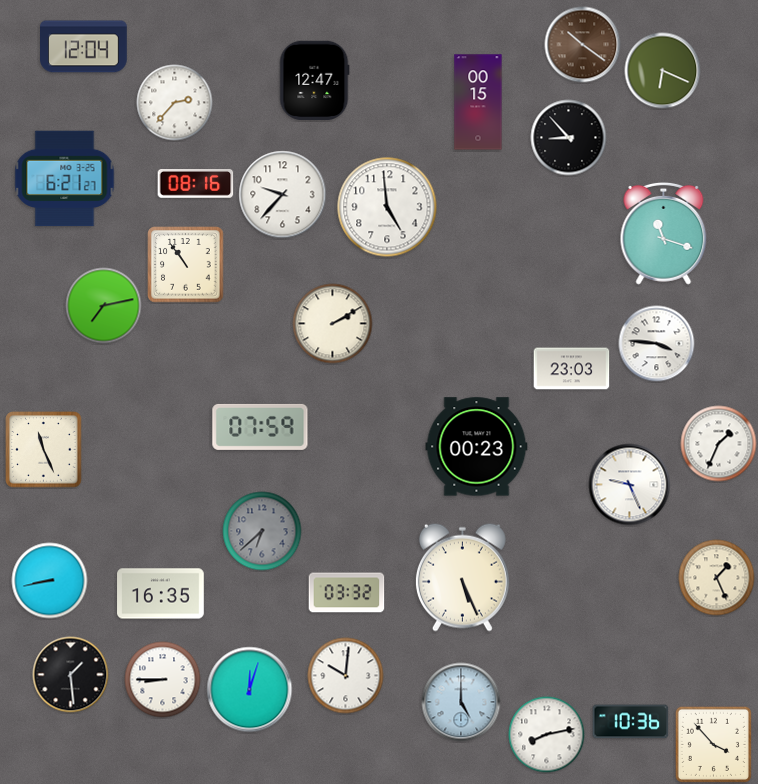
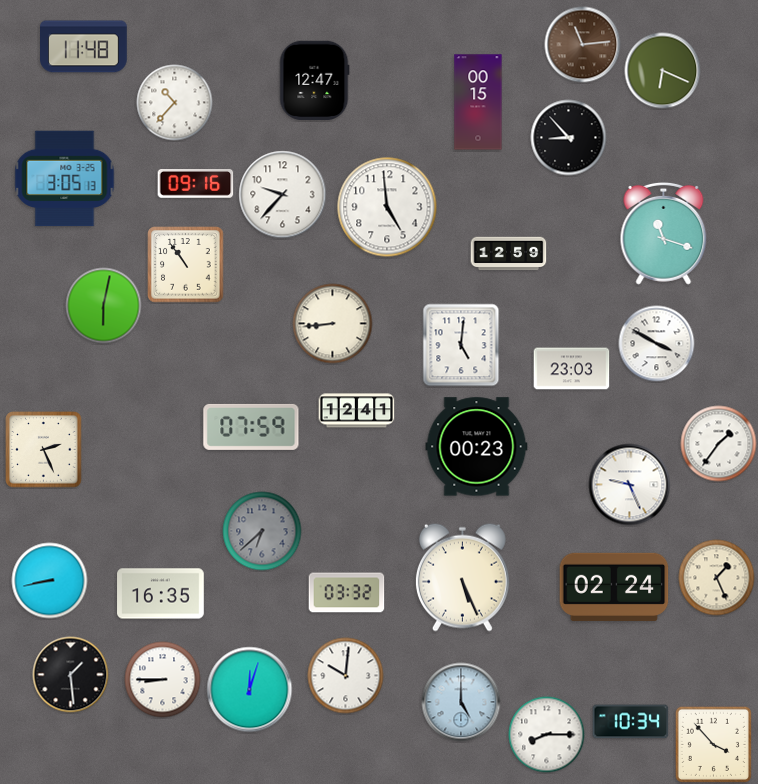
clock at (583, 45): 10:21 -> 11:14
clock at (84, 47): 12:04 -> 11:48
clock at (175, 103): 2:37 -> 10:37
clock at (65, 179): 6:21 -> 3:05
clock at (196, 184): 08:16 -> 09:16
clock at (509, 254): none -> 12:59
clock at (104, 306): 7:13 -> 6:02
clock at (333, 324): 2:10 -> 8:44
clock at (657, 344): 3:46 -> 3:50
clock at (461, 345): none -> 5:01
clock at (357, 411): none -> 12:41
clock at (260, 427) position: (260, 427) -> (251, 427)
clock at (719, 444): 1:34 -> 1:36
clock at (44, 450): 11:26 -> 2:26
clock at (614, 587): none -> 02:24
clock at (631, 722): 10:36 -> 10:34
clock at (547, 735): 8:13 -> 8:15
